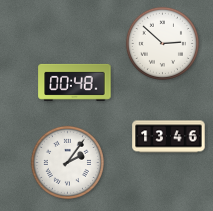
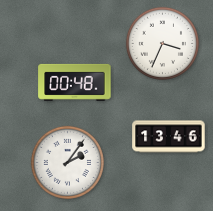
clock at (162, 43): 2:52 -> 3:34
